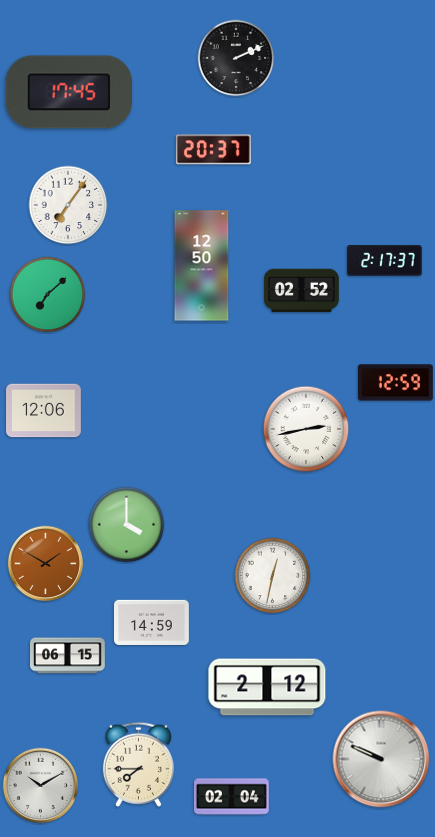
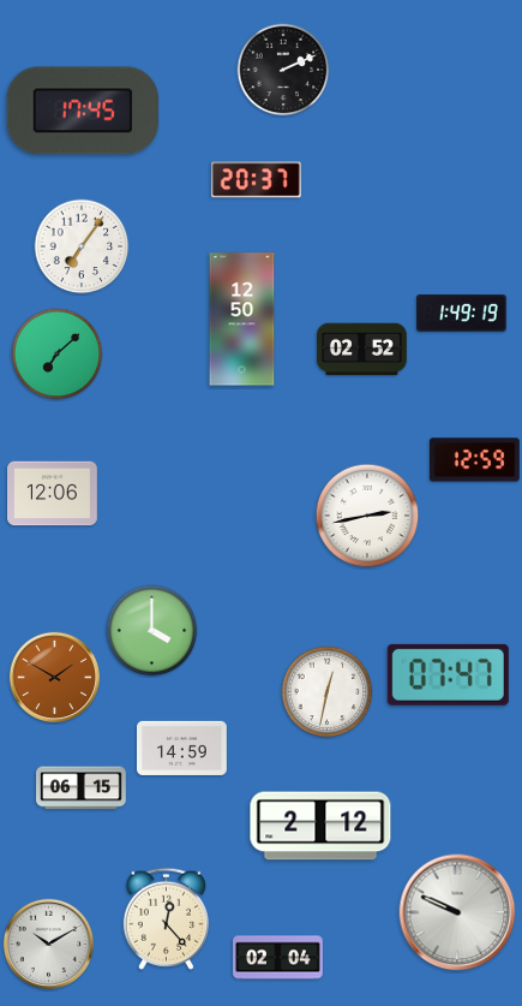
clock at (385, 261): 2:17 -> 1:49
clock at (448, 674): none -> 07:47
clock at (138, 764): 7:45 -> 12:23
